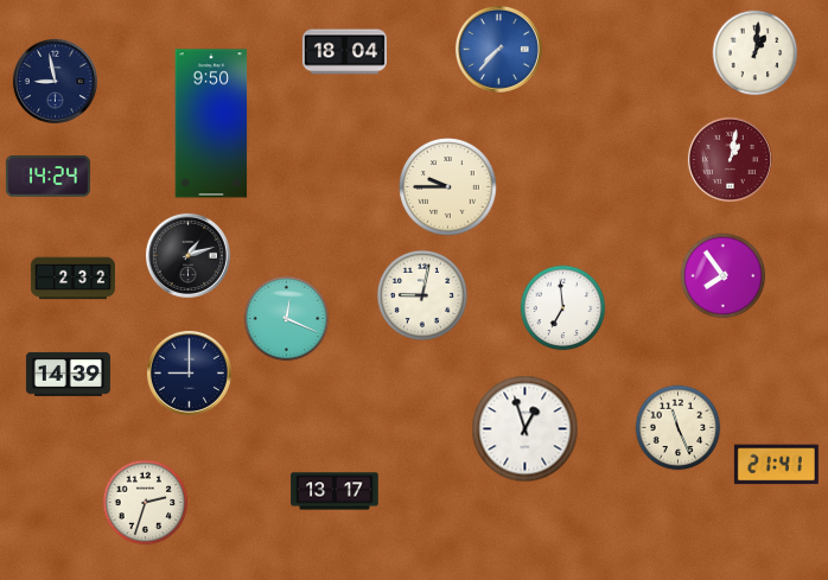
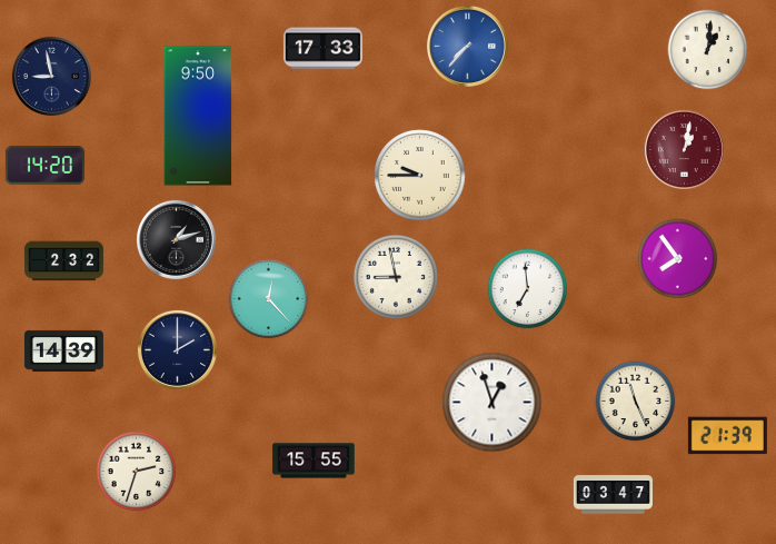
clock at (344, 52): 18:04 -> 17:33
clock at (47, 177): 14:24 -> 14:20
clock at (72, 279) position: (72, 279) -> (63, 261)
clock at (422, 295): 9:02 -> 8:58
clock at (287, 319): 12:19 -> 12:23
clock at (189, 372): 9:00 -> 2:00
clock at (776, 465): 21:41 -> 21:39
clock at (335, 491): 13:17 -> 15:55
clock at (613, 495): none -> 03:47
